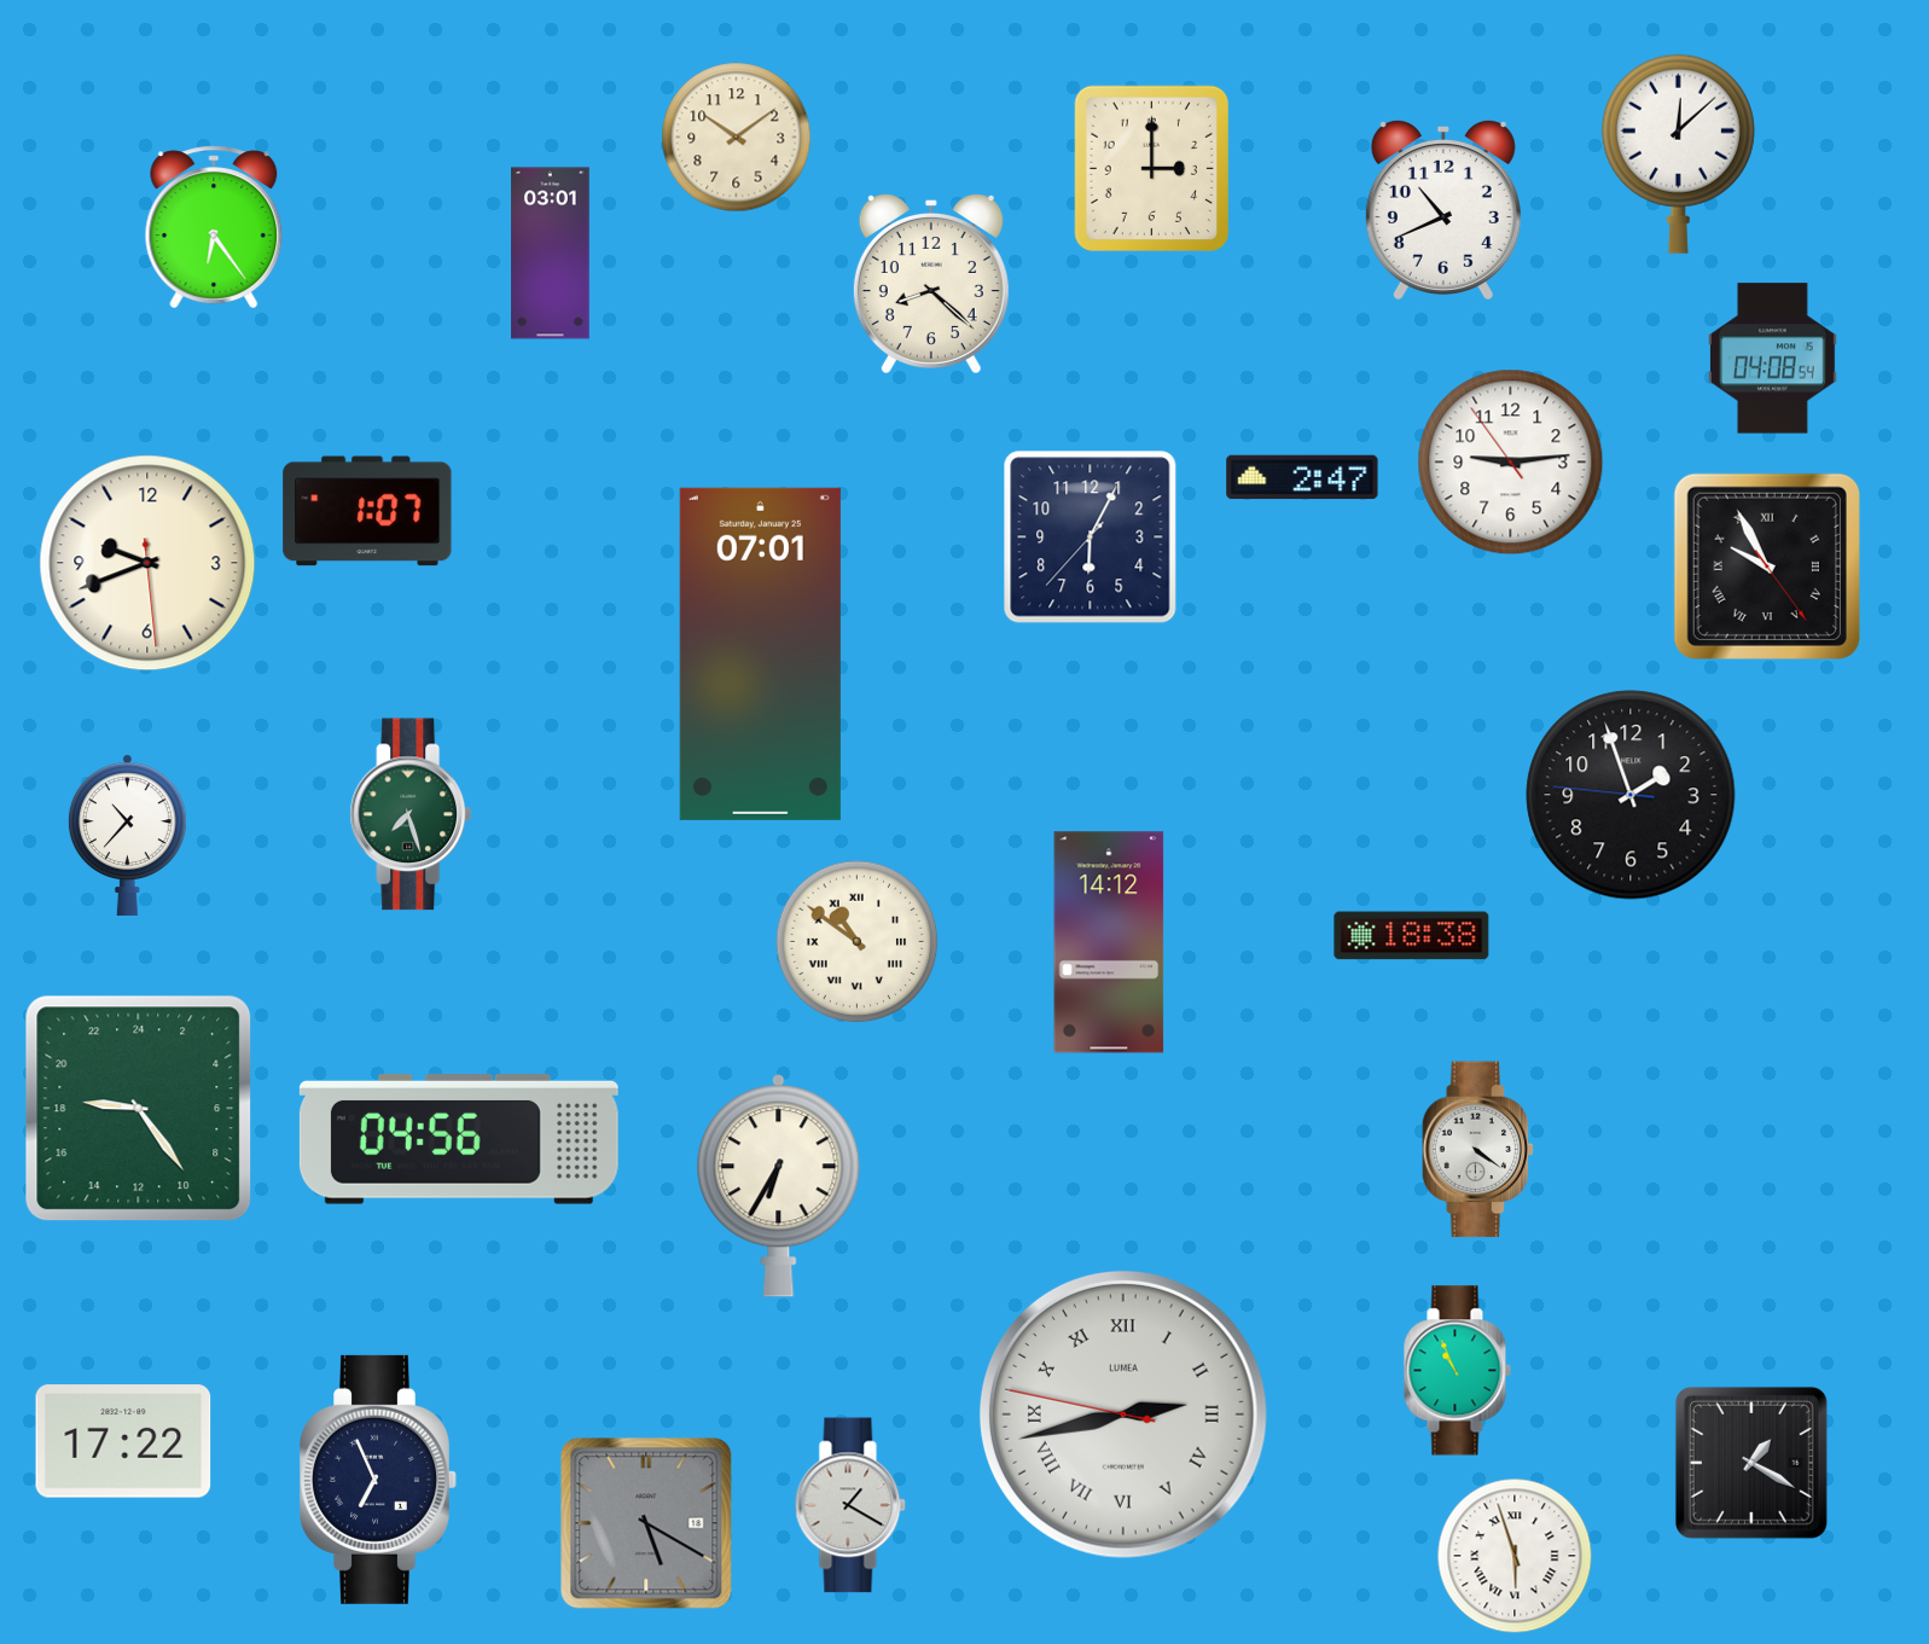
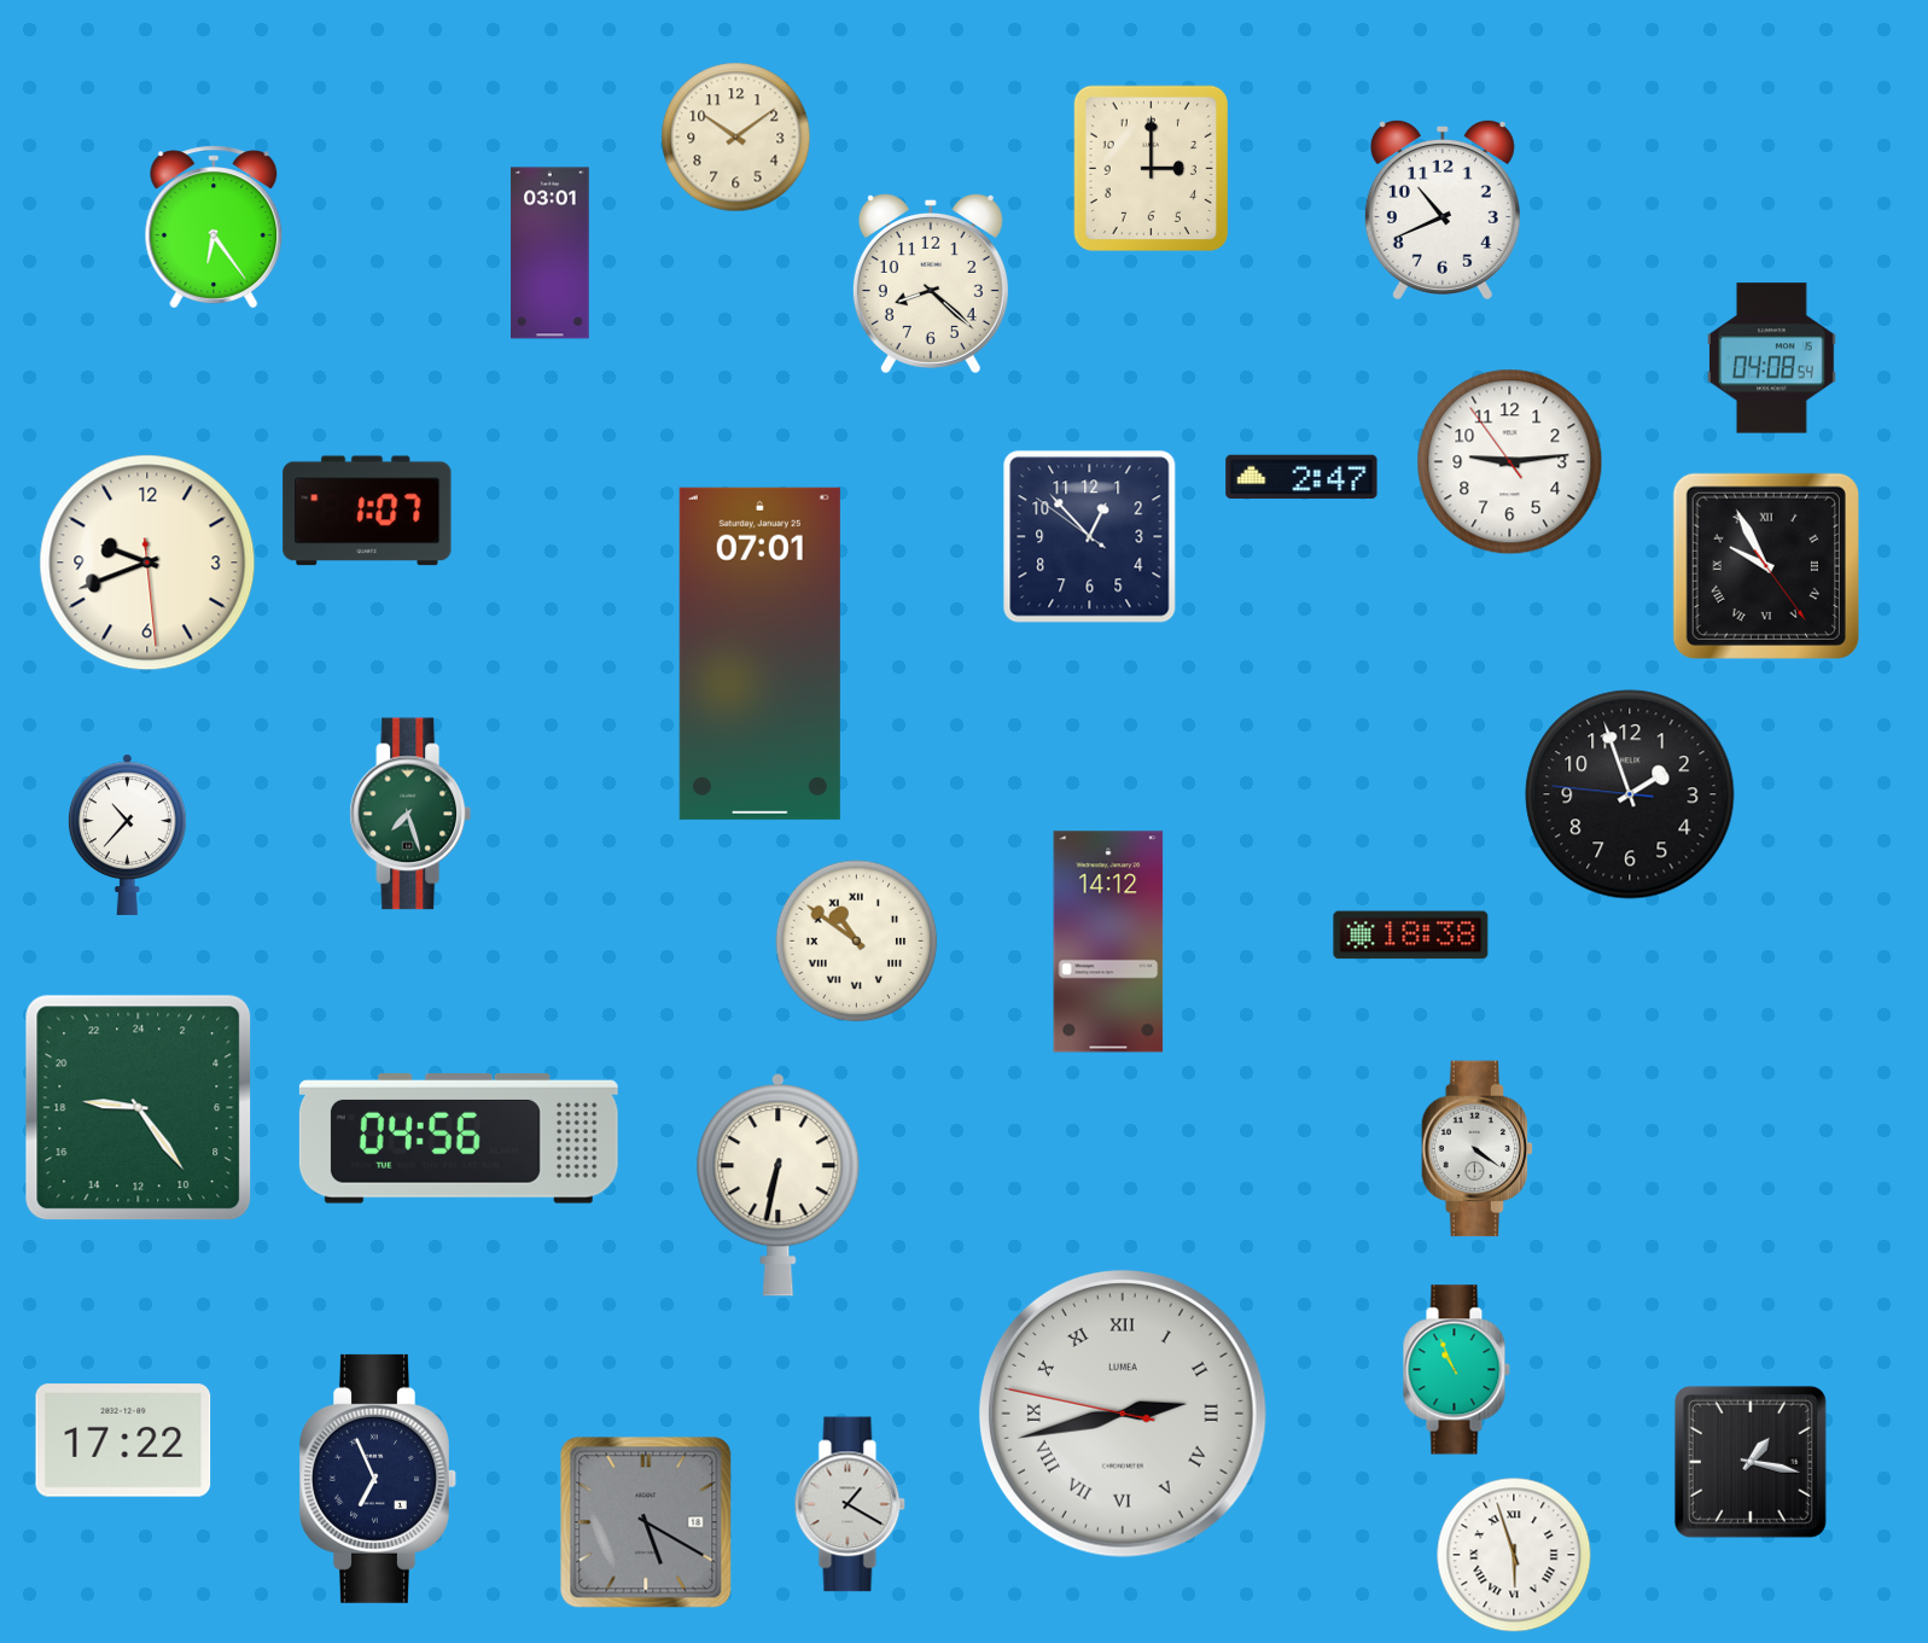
clock at (1678, 153): 12:08 -> none
clock at (1091, 538): 6:04 -> 12:52
clock at (779, 1186): 6:35 -> 6:32
clock at (1751, 1463): 1:20 -> 1:17
